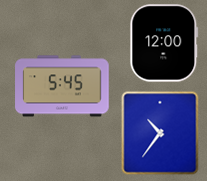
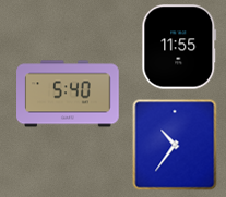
clock at (164, 43): 12:00 -> 11:55
clock at (62, 86): 5:45 -> 5:40
